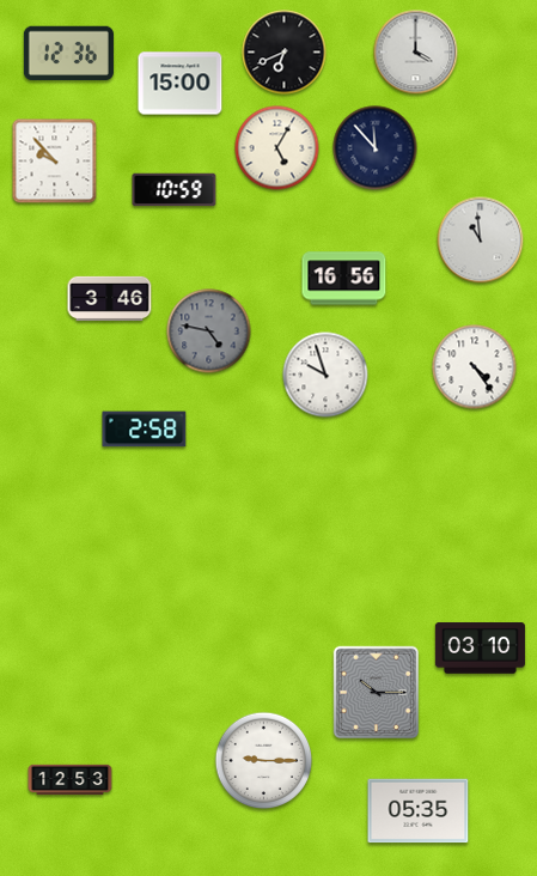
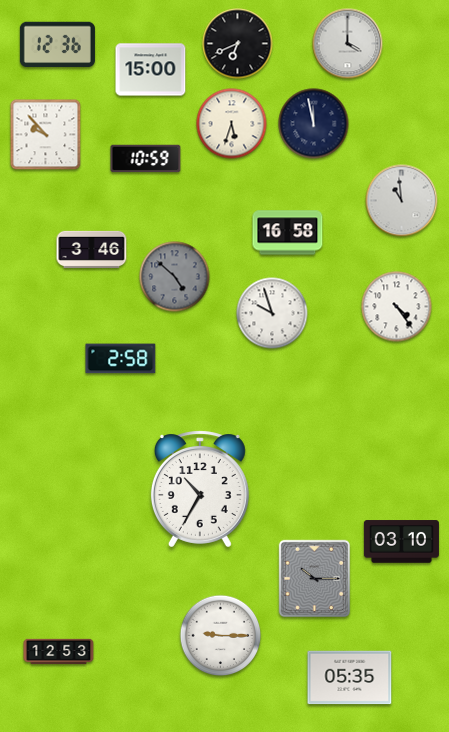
clock at (277, 148): 5:05 -> 5:33
clock at (376, 148): 11:53 -> 11:58
clock at (344, 279): 16:56 -> 16:58
clock at (209, 331): 4:47 -> 4:52
clock at (200, 489): none -> 10:35
